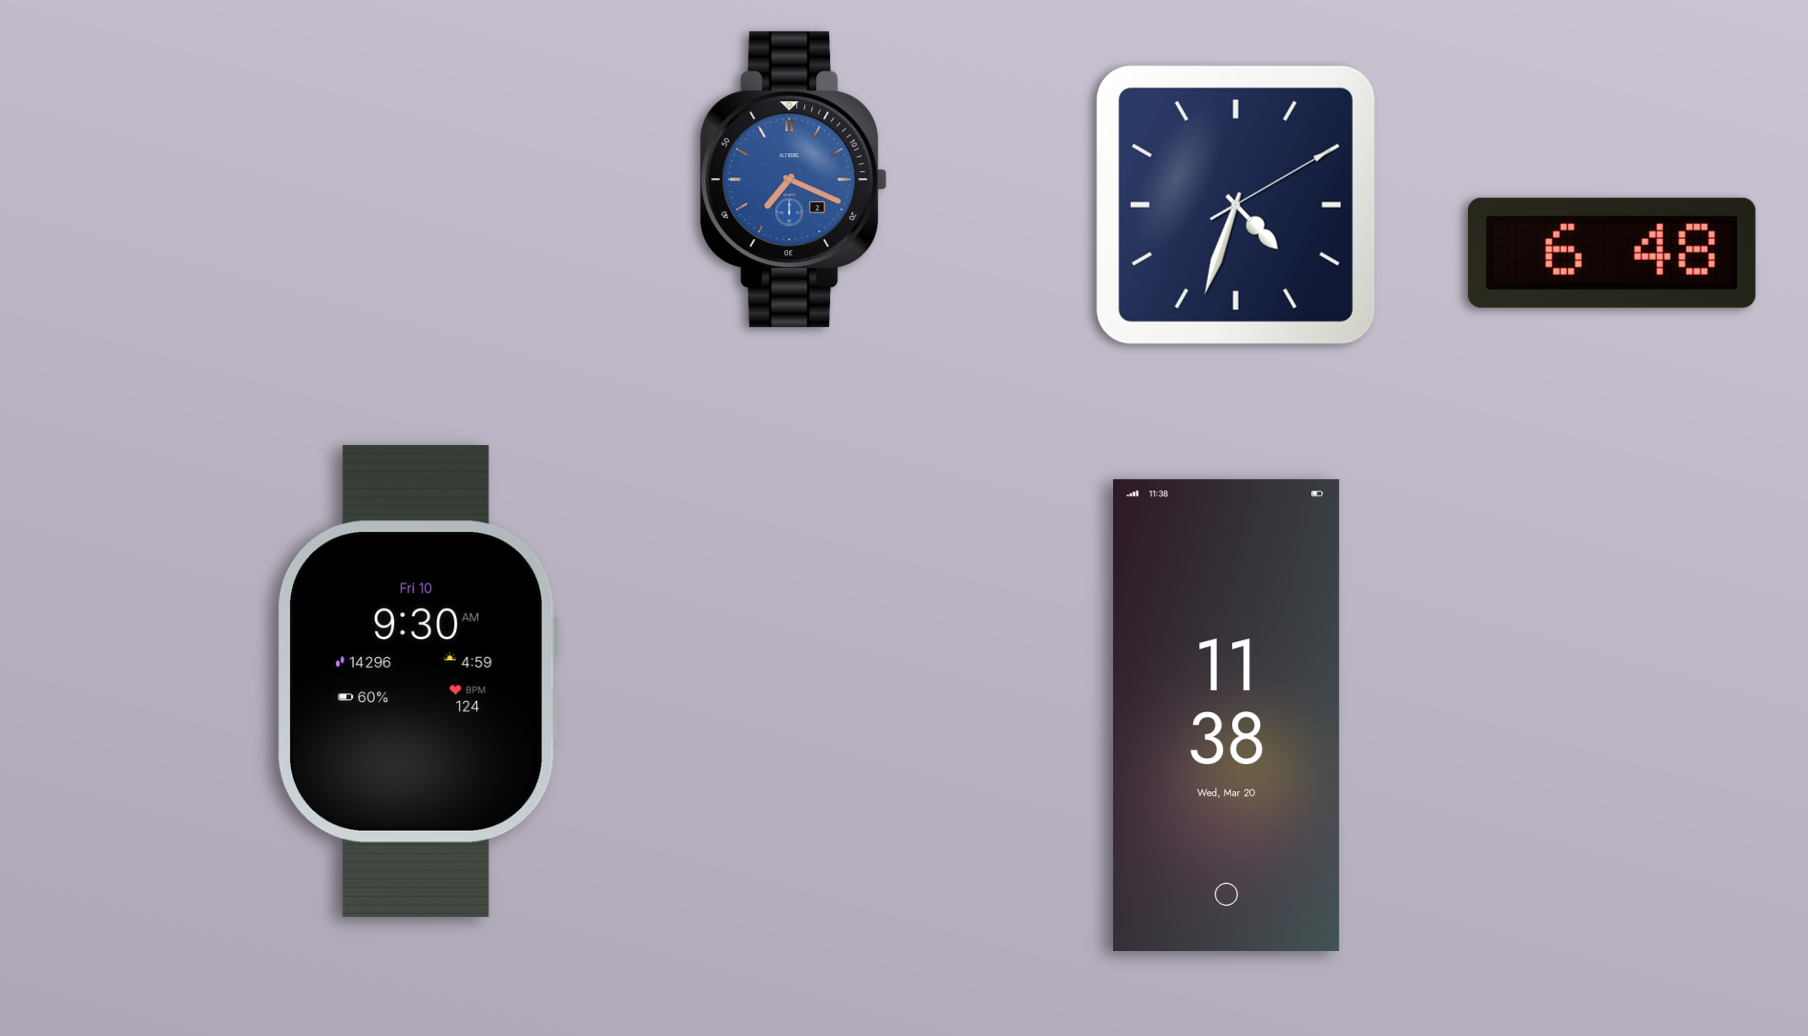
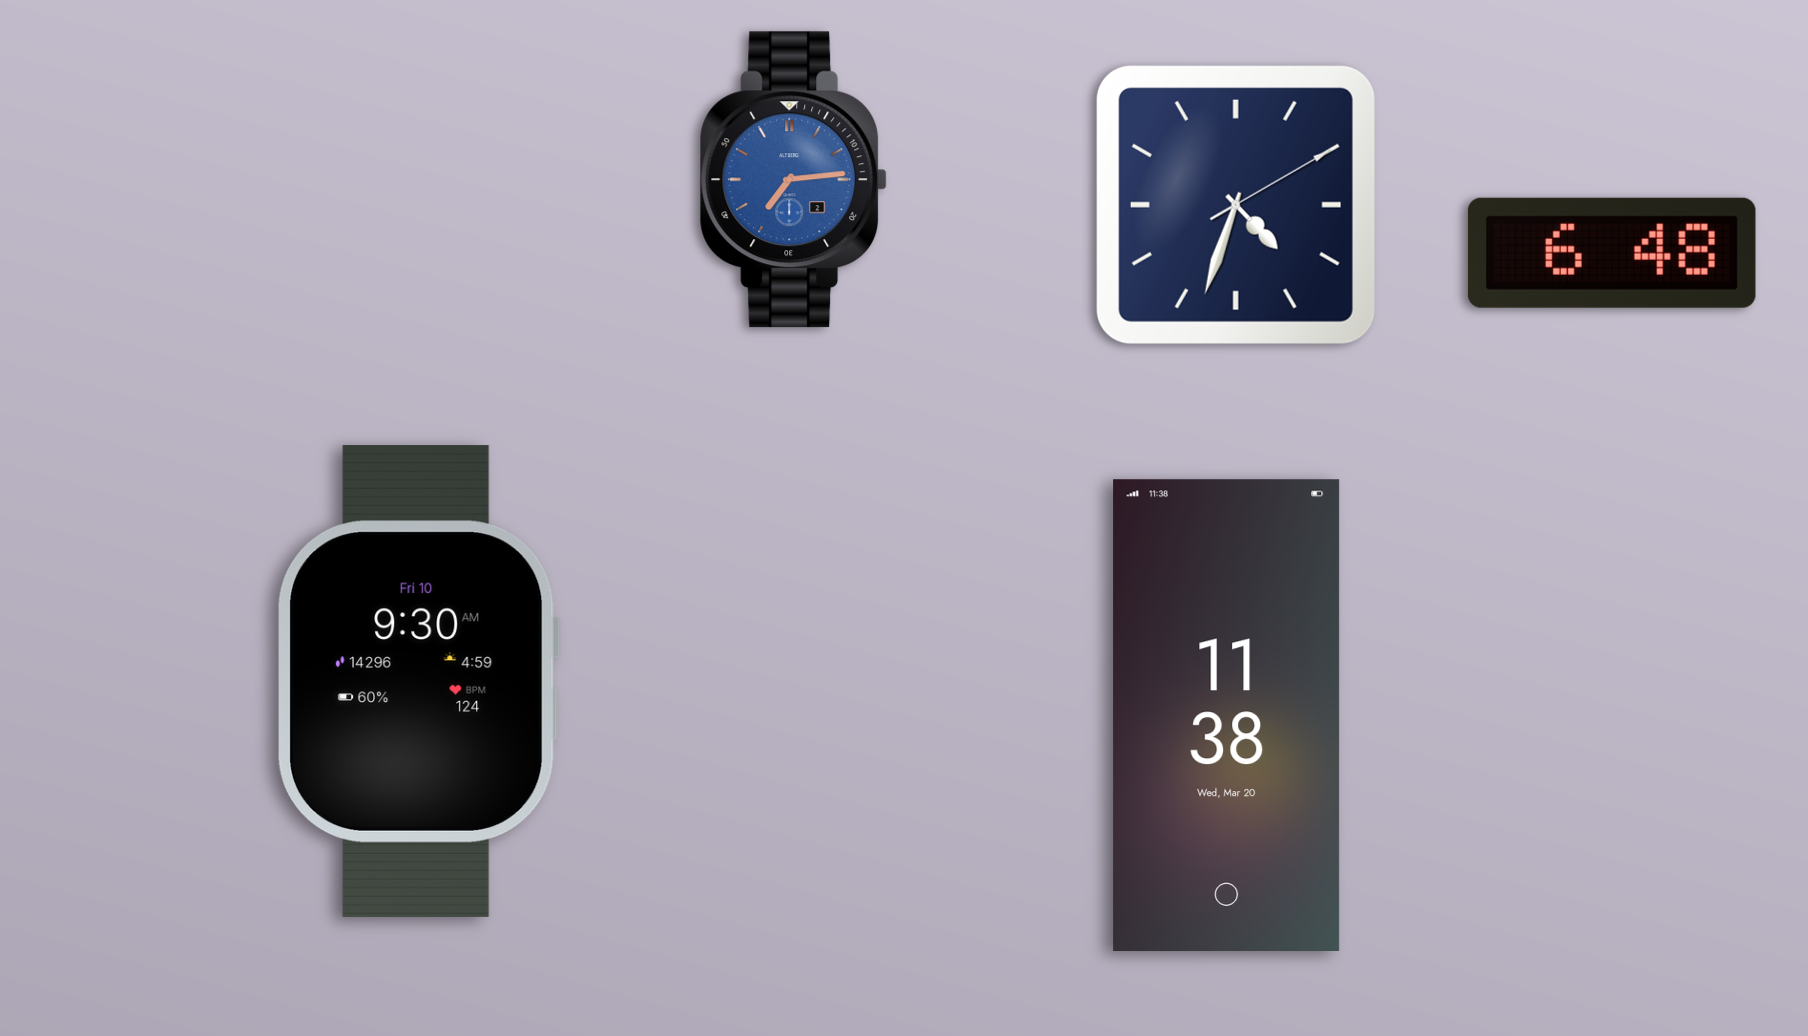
clock at (794, 180): 7:19 -> 7:14
